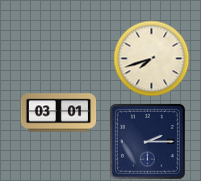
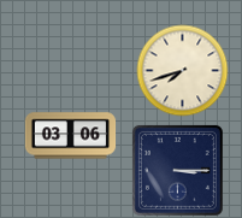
clock at (59, 113): 03:01 -> 03:06
clock at (147, 141): 2:15 -> 3:15
